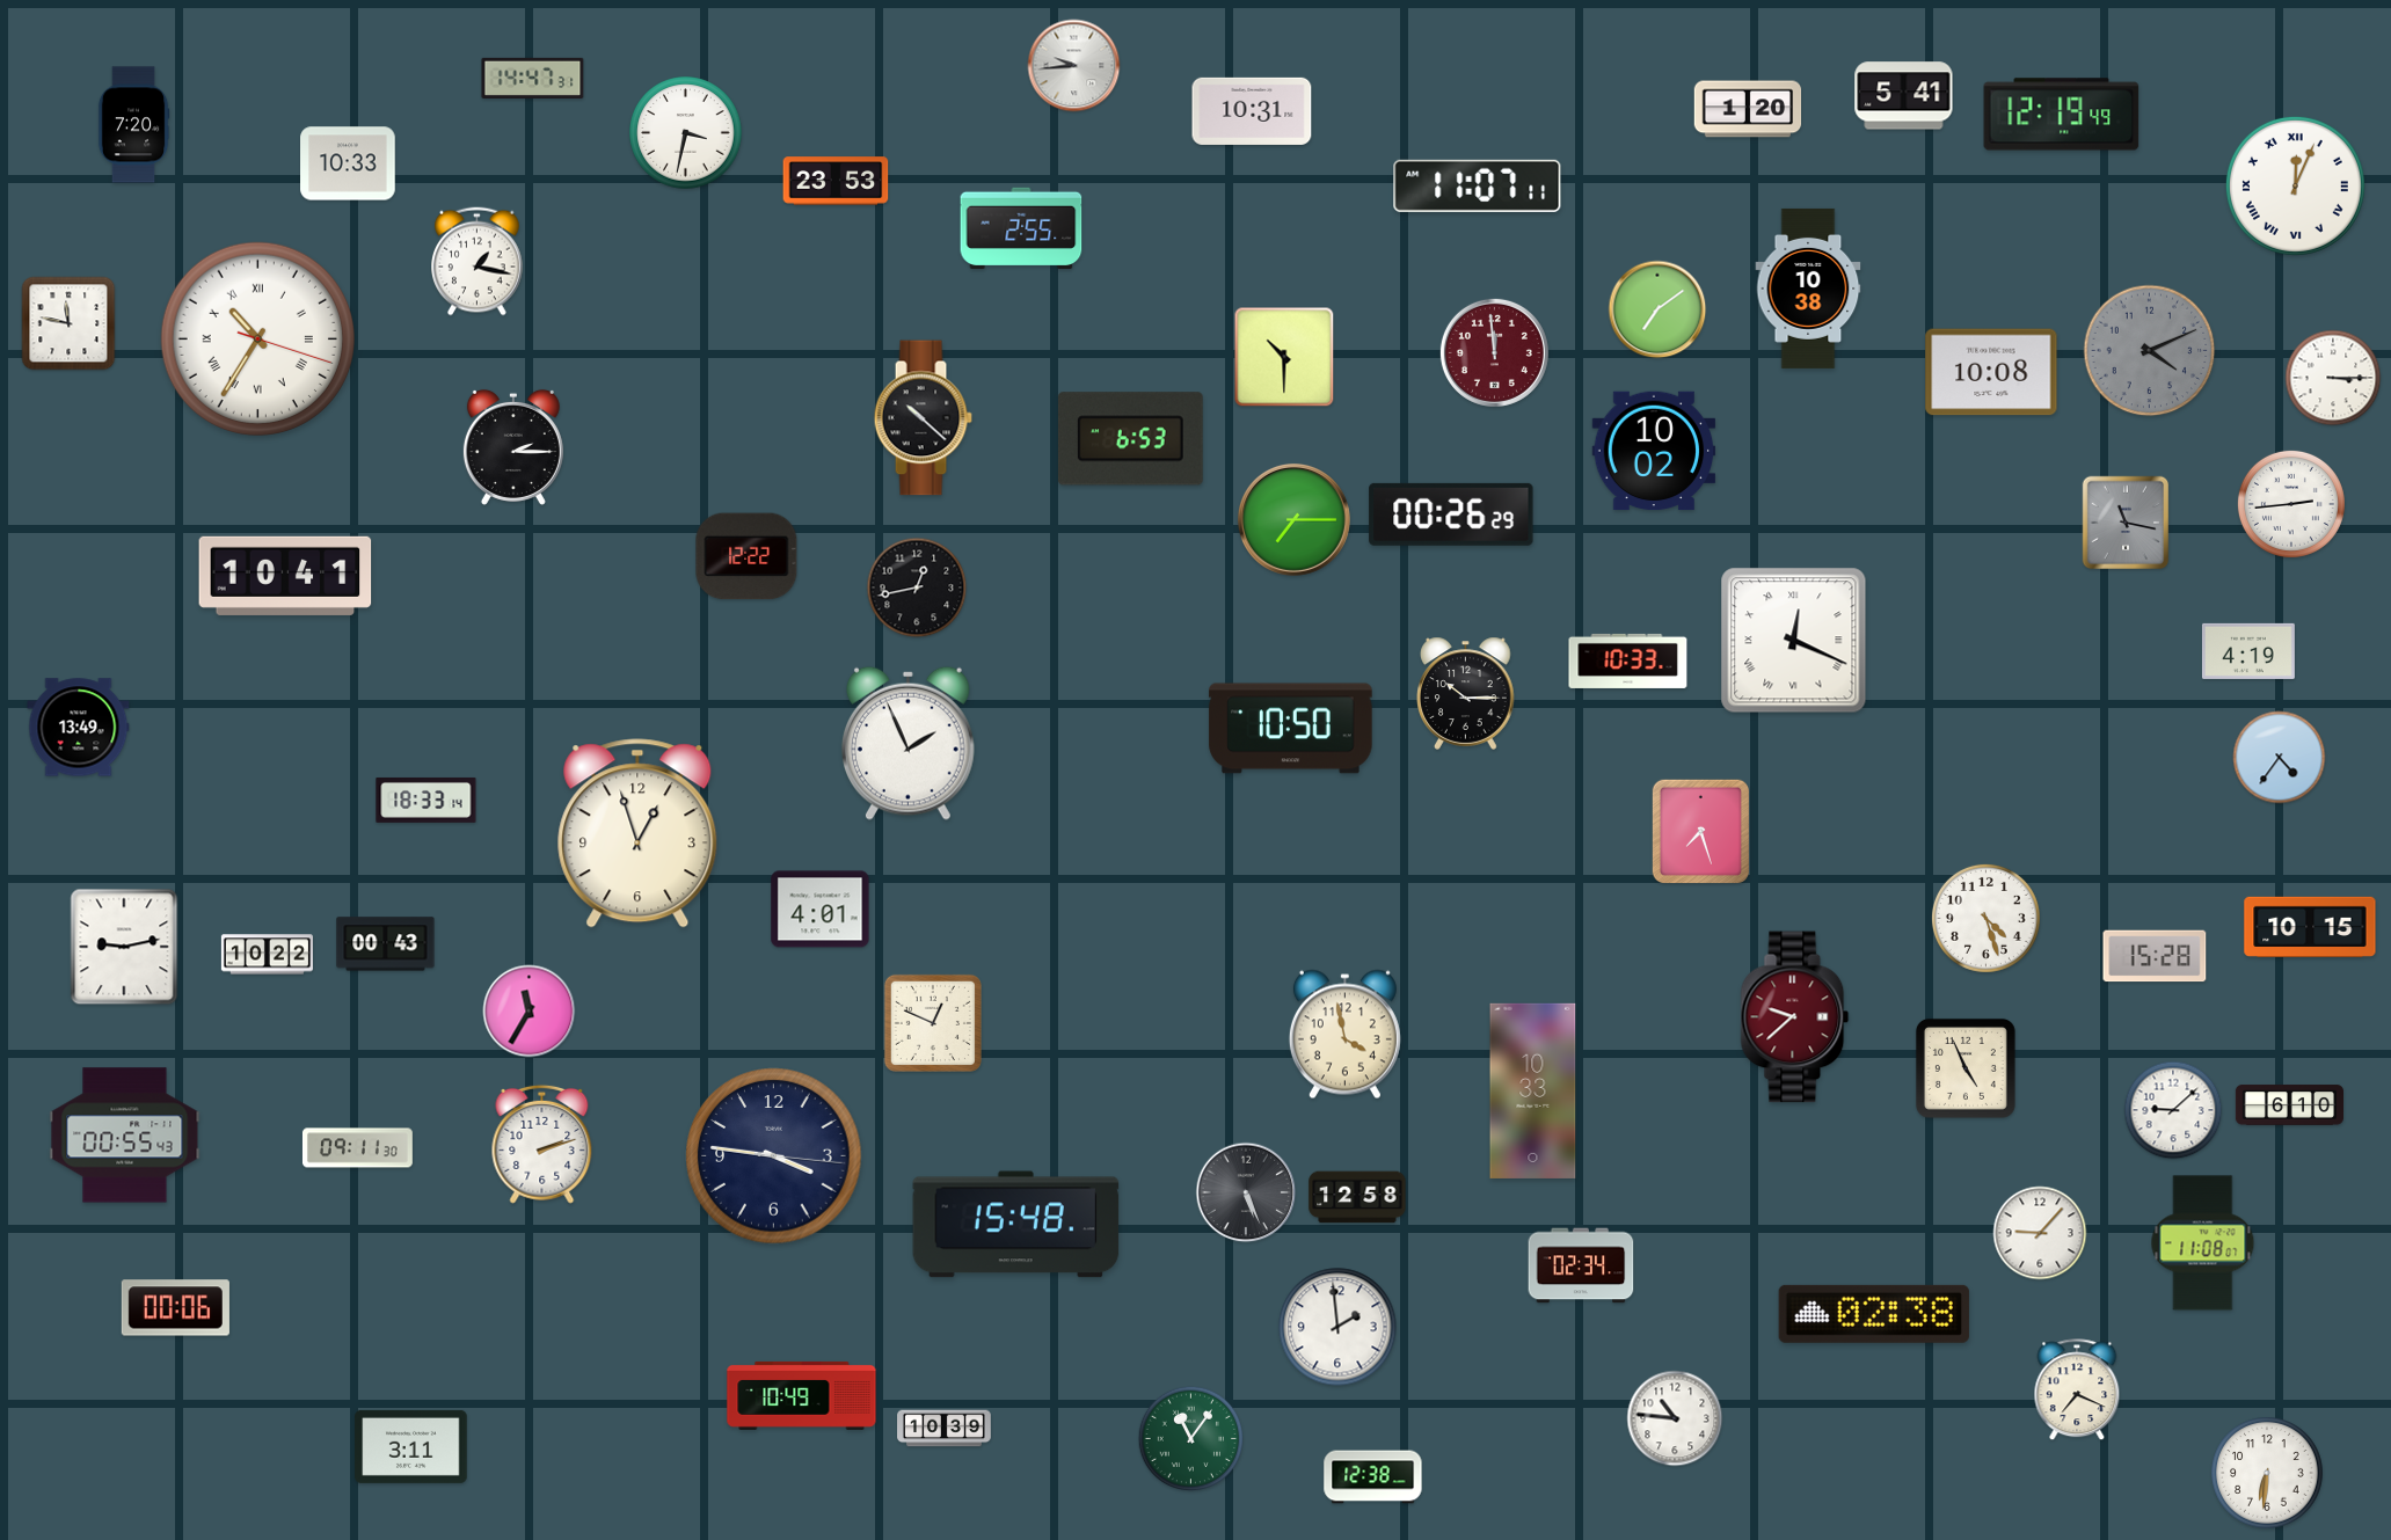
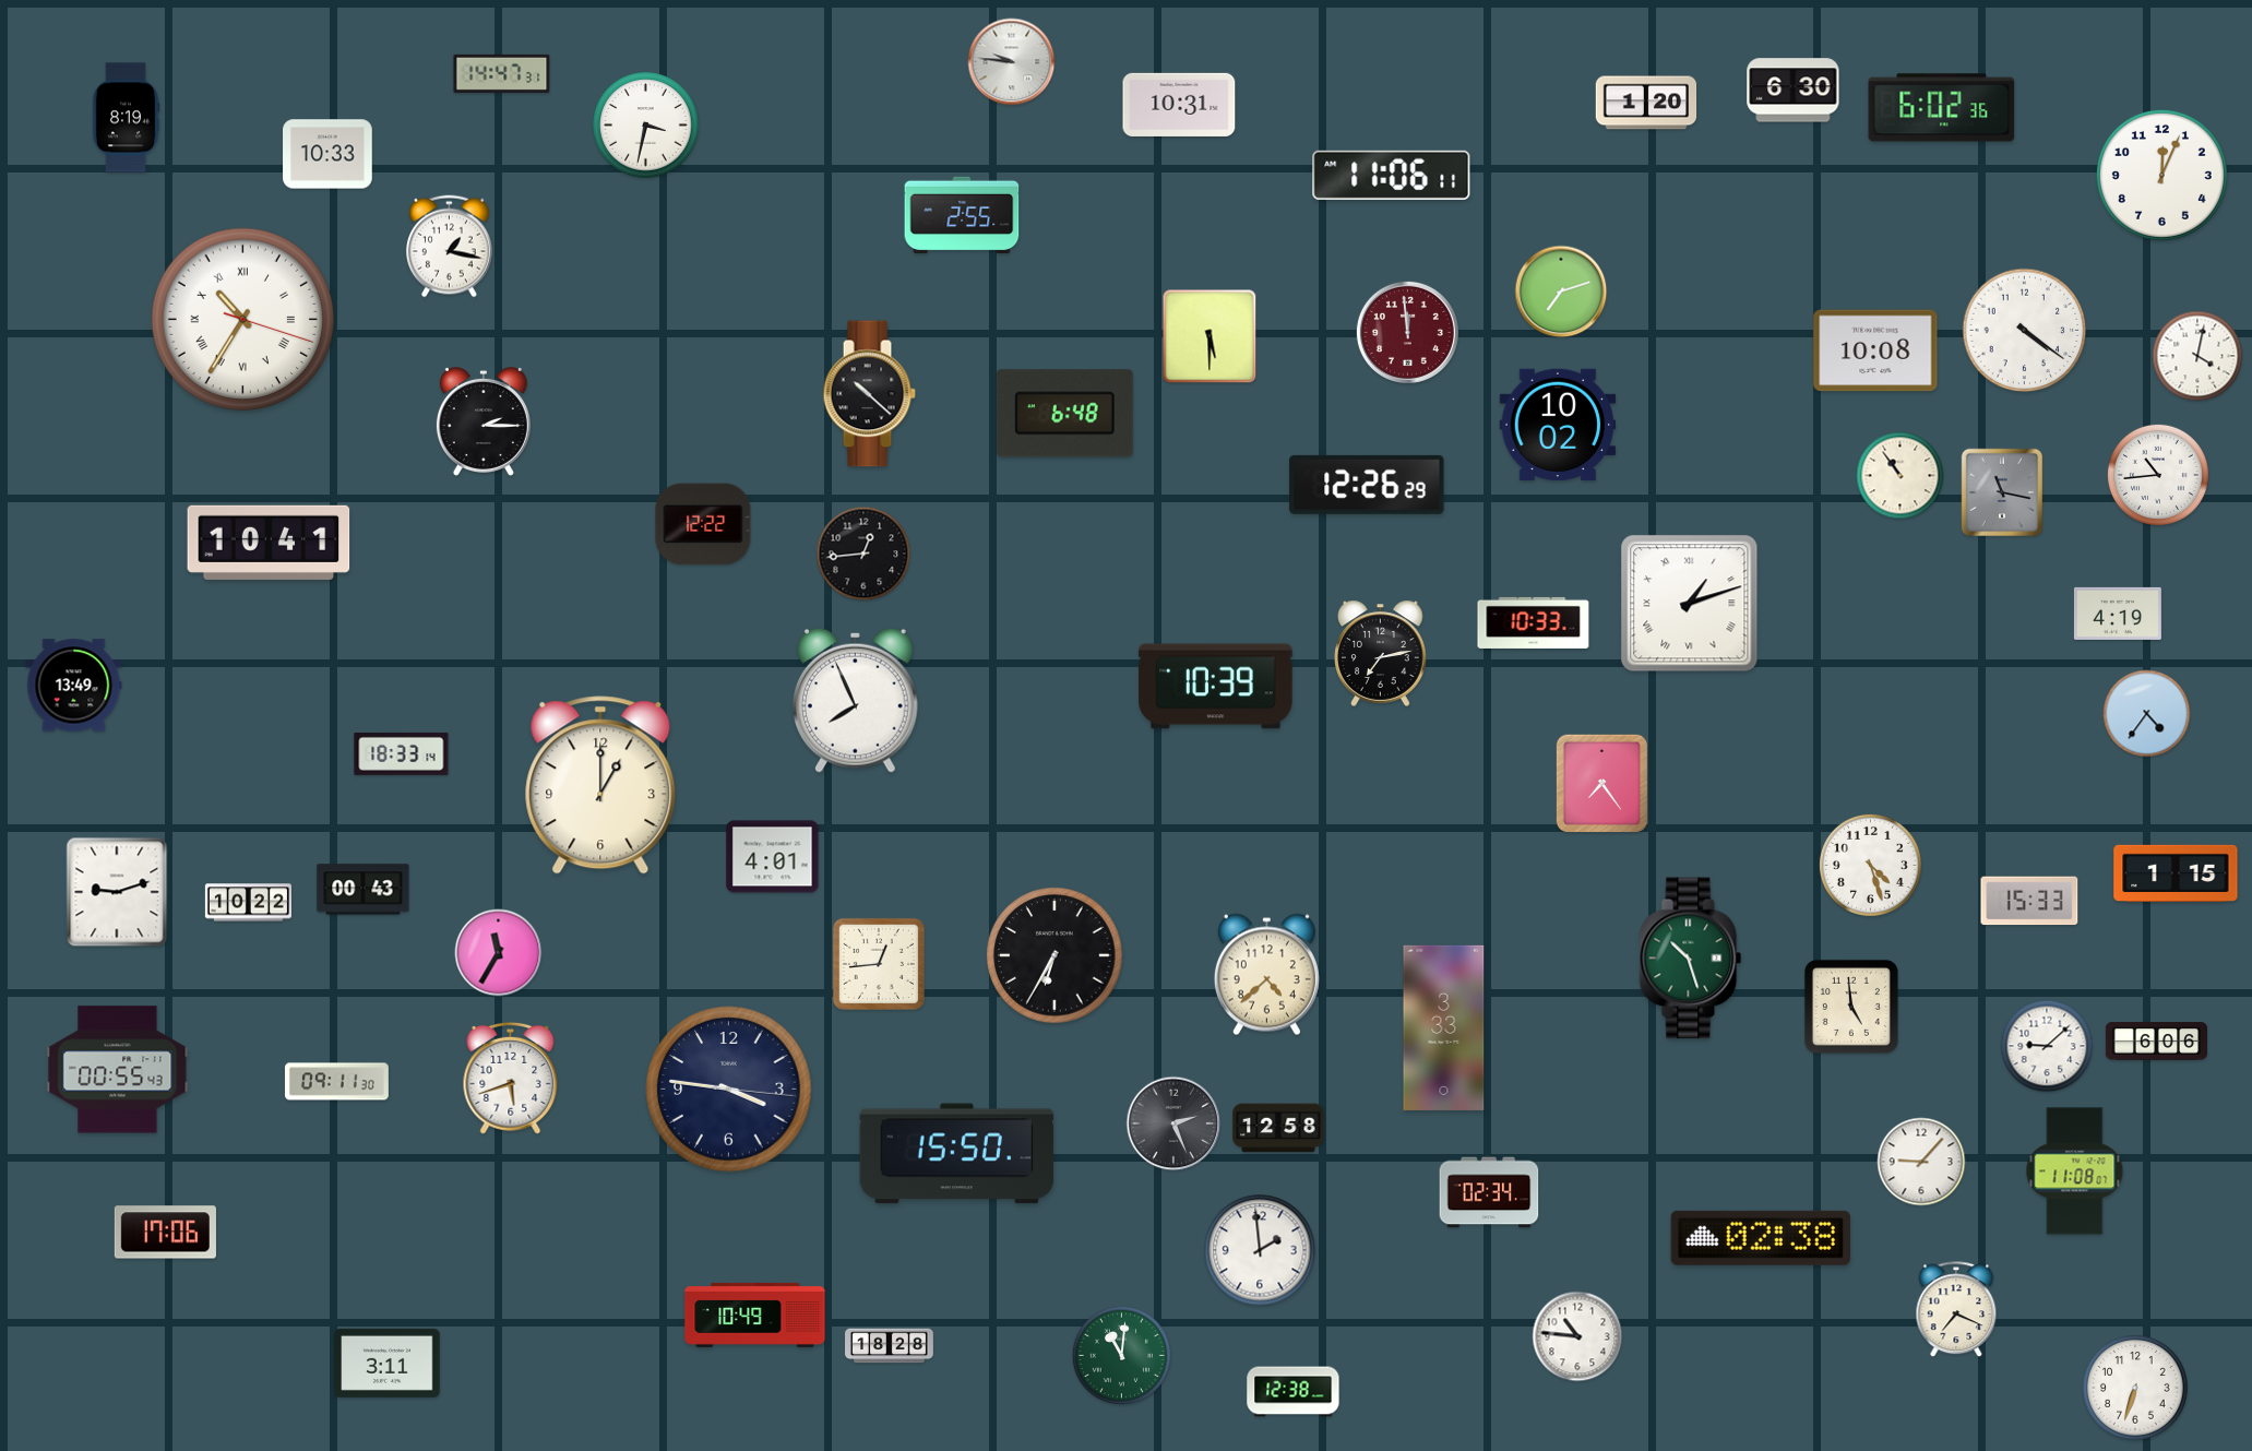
clock at (1074, 66): 9:44 -> 9:46
clock at (1904, 96): 5:41 -> 6:30
clock at (2062, 115): 12:19 -> 6:02
clock at (133, 125): 7:20 -> 8:19
clock at (836, 181): 23:53 -> none
clock at (1478, 185): 11:07 -> 11:06
clock at (2295, 185) numerals: Roman -> Arabic
clock at (1808, 289): 10:38 -> none
clock at (1657, 309): 7:09 -> 7:12
clock at (68, 323): 11:47 -> none
clock at (2150, 351): 4:11 -> 4:21
clock at (2150, 351) dial: grey -> white
clock at (1284, 357): 10:30 -> 5:30
clock at (2333, 378): 3:15 -> 4:02
clock at (1130, 439): 6:53 -> 6:48
clock at (2291, 504): 2:44 -> 10:44
clock at (1901, 476): none -> 10:54
clock at (1451, 514): 00:26 -> 12:26
clock at (1293, 519): 7:15 -> none
clock at (917, 587): 12:43 -> 12:44
clock at (1794, 641): 12:19 -> 1:12
clock at (1466, 693): 10:15 -> 7:13
clock at (1291, 729): 10:50 -> 10:39
clock at (907, 743): 1:56 -> 7:56
clock at (1700, 831): 7:27 -> 7:24
clock at (637, 833): 12:57 -> 1:00
clock at (2310, 926): 10:15 -> 1:15
clock at (124, 947): 9:13 -> 9:12
clock at (267, 955) position: (267, 955) -> (248, 903)
clock at (2155, 956): 15:28 -> 15:33
clock at (1054, 955): none -> 6:35
clock at (1795, 1017): 9:38 -> 10:27
clock at (1795, 1017) dial: burgundy -> green
clock at (933, 1023): 12:49 -> 12:44
clock at (1344, 1035): 3:58 -> 4:38
clock at (1966, 1068): 4:56 -> 4:59
clock at (1533, 1090): 10:33 -> 3:33
clock at (2289, 1105): 6:10 -> 6:06
clock at (542, 1144): 2:12 -> 5:42
clock at (1246, 1192): 5:26 -> 2:26
clock at (1016, 1225): 15:48 -> 15:50
clock at (175, 1308): 00:06 -> 17:06
clock at (1874, 1314) position: (1874, 1314) -> (1761, 1238)
clock at (945, 1429): 10:39 -> 18:28
clock at (1190, 1438): 11:06 -> 11:01
clock at (2267, 1473): 6:31 -> 6:33
